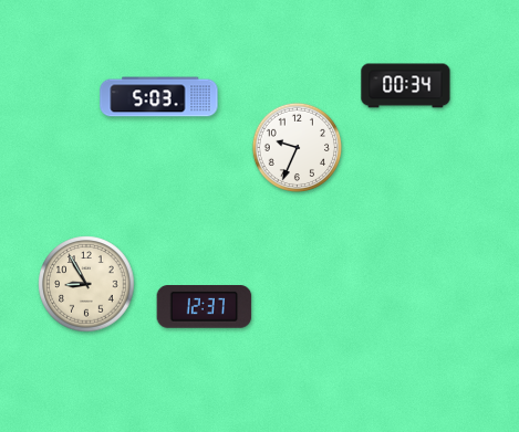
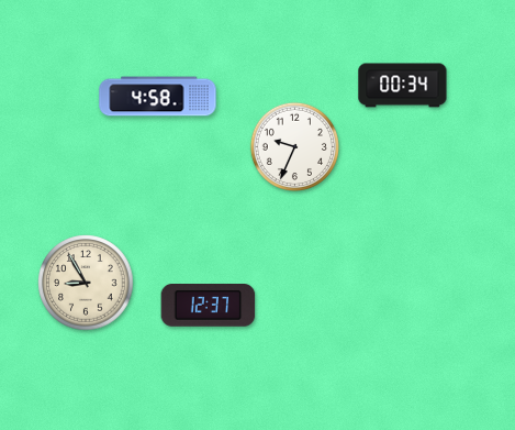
clock at (159, 97): 5:03 -> 4:58
clock at (205, 307) position: (205, 307) -> (209, 306)
